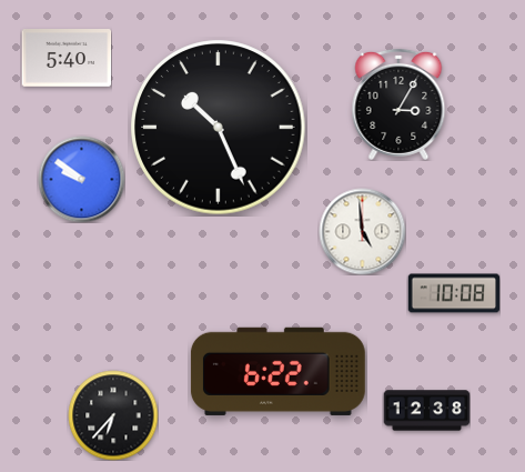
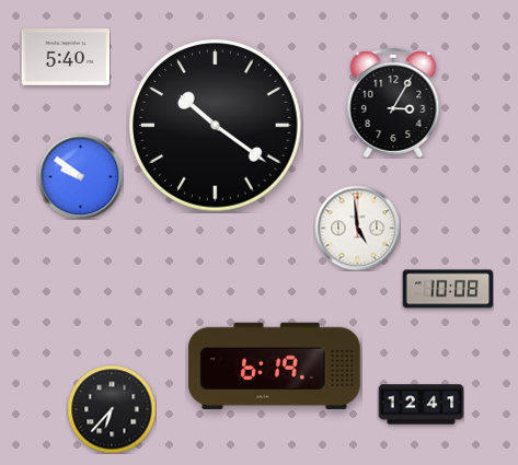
clock at (219, 128): 10:26 -> 10:21
clock at (277, 371): 6:22 -> 6:19
clock at (426, 411): 12:38 -> 12:41
